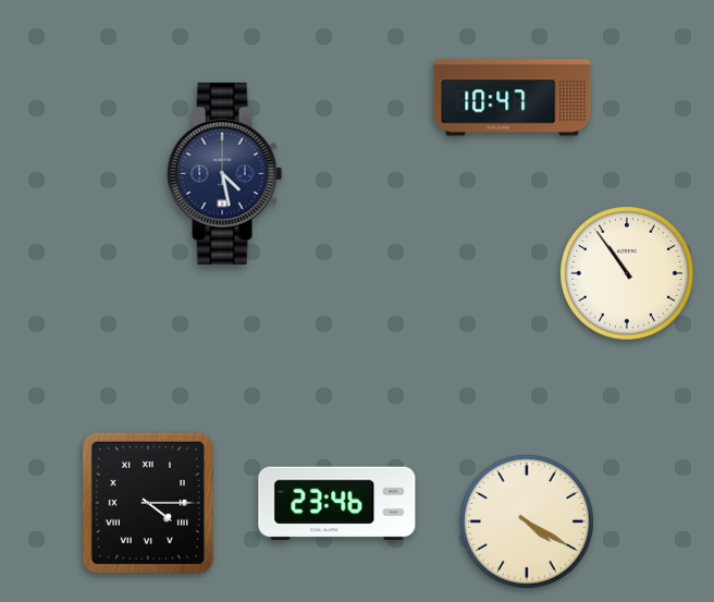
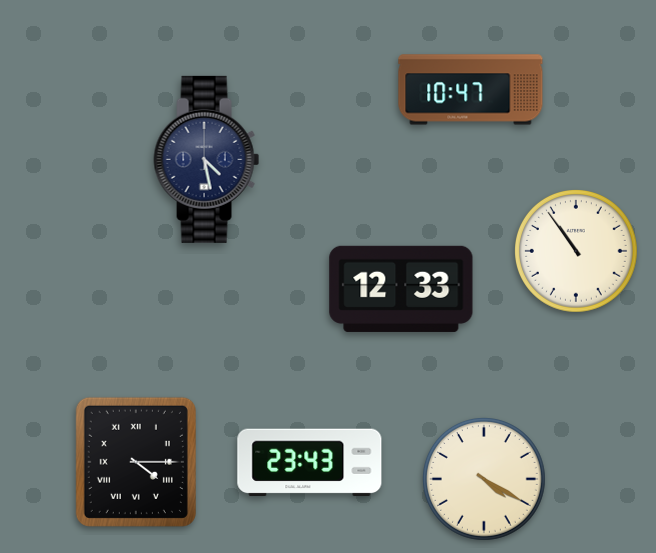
clock at (401, 289): none -> 12:33
clock at (337, 504): 23:46 -> 23:43
